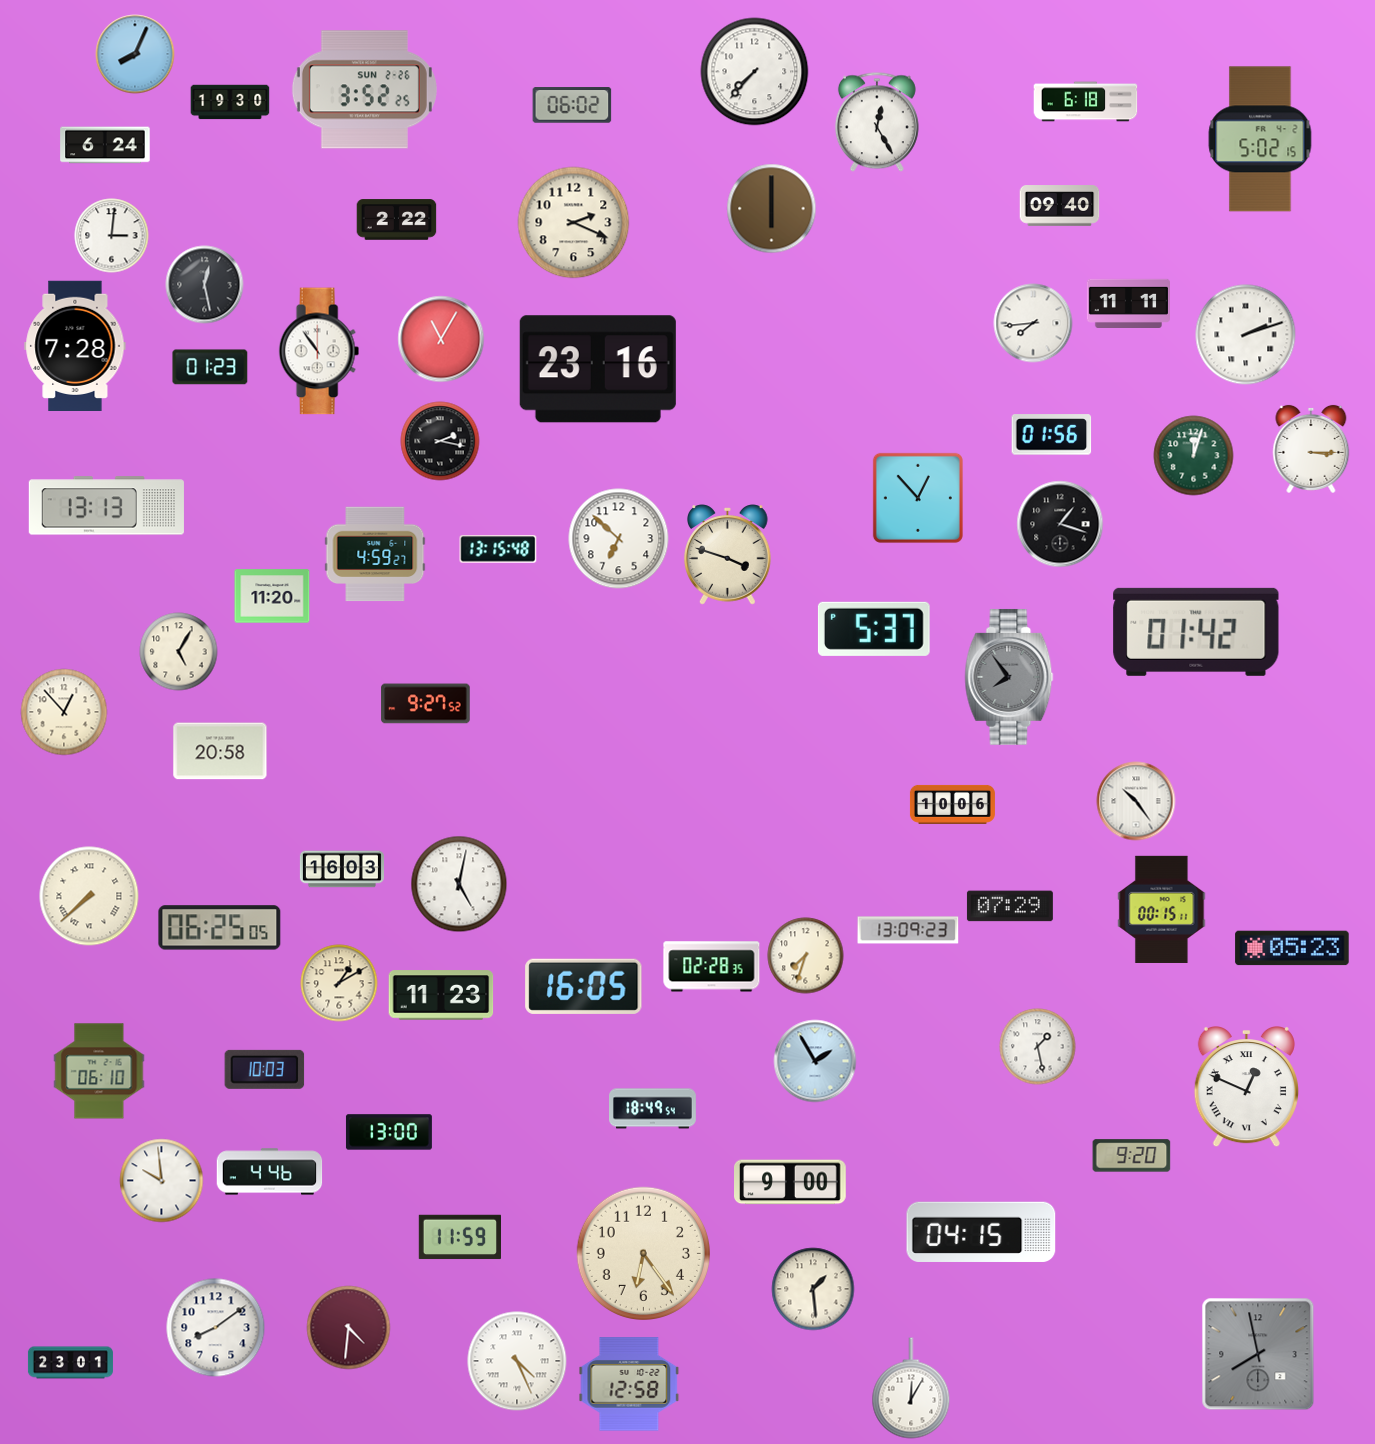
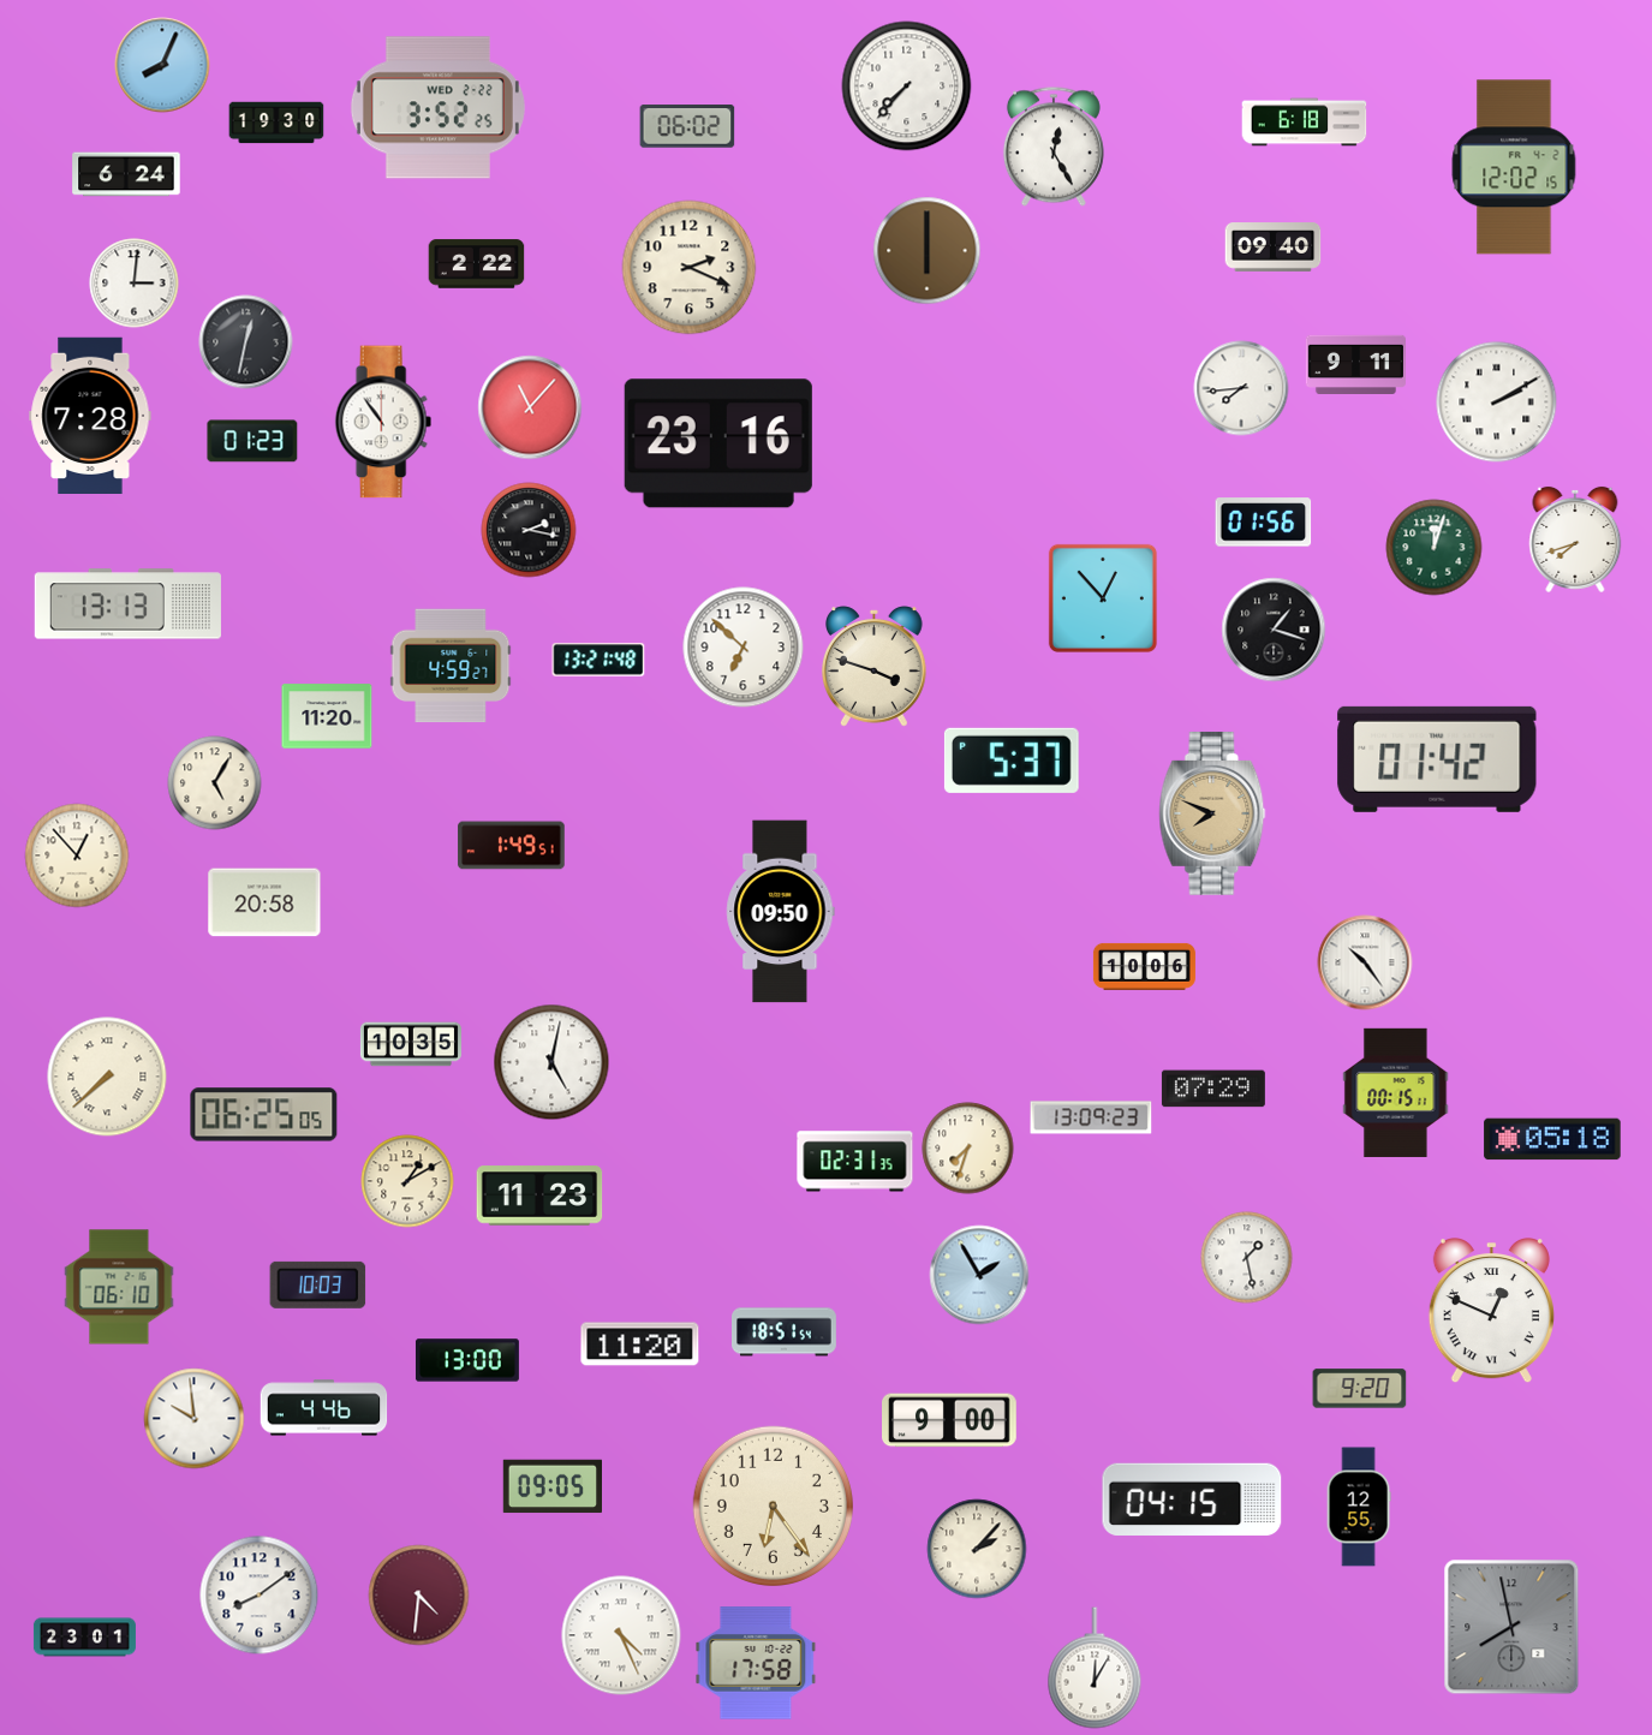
clock at (364, 90) date: SUN 2-26 -> WED 2-22
clock at (1260, 139): 5:02 -> 12:02
clock at (205, 285): 12:28 -> 12:32
clock at (1128, 303): 11:11 -> 9:11
clock at (1246, 335): 2:12 -> 2:10
clock at (441, 339): 11:05 -> 11:07
clock at (1311, 449): 3:15 -> 7:42
clock at (106, 506) position: (106, 506) -> (127, 604)
clock at (498, 549): 13:15 -> 13:21
clock at (874, 629) position: (874, 629) -> (1012, 761)
clock at (1009, 677): 7:54 -> 7:49
clock at (1009, 677) dial: grey -> champagne
clock at (426, 704): 9:27 -> 1:49
clock at (781, 912): none -> 09:50
clock at (342, 869): 16:03 -> 10:35
clock at (1292, 948): 05:23 -> 05:18
clock at (712, 967): 02:28 -> 02:31
clock at (584, 986): 16:05 -> none
clock at (441, 995) position: (441, 995) -> (539, 1196)
clock at (1246, 1088) position: (1246, 1088) -> (1491, 1312)
clock at (653, 1109): 18:49 -> 18:51
clock at (640, 1345): none -> 11:20
clock at (981, 1232) position: (981, 1232) -> (1192, 1500)
clock at (459, 1237): 11:59 -> 09:05
clock at (1359, 1507): none -> 12:55
clock at (813, 1289): 1:29 -> 2:07
clock at (629, 1384): 12:58 -> 17:58
